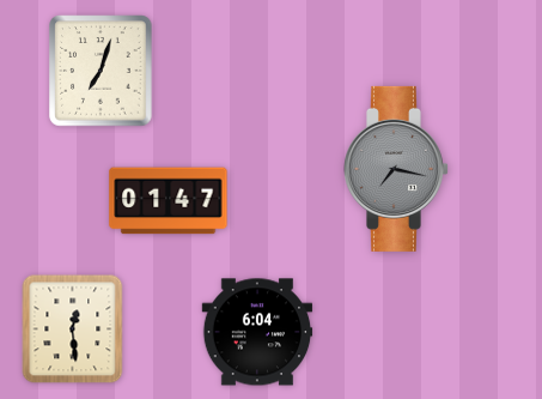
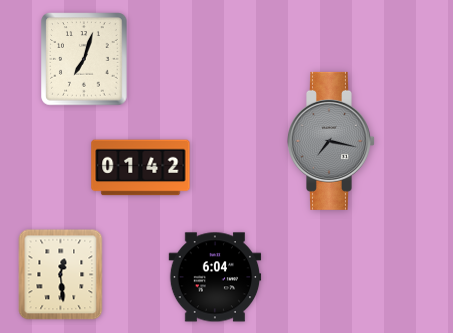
clock at (169, 201): 01:47 -> 01:42
